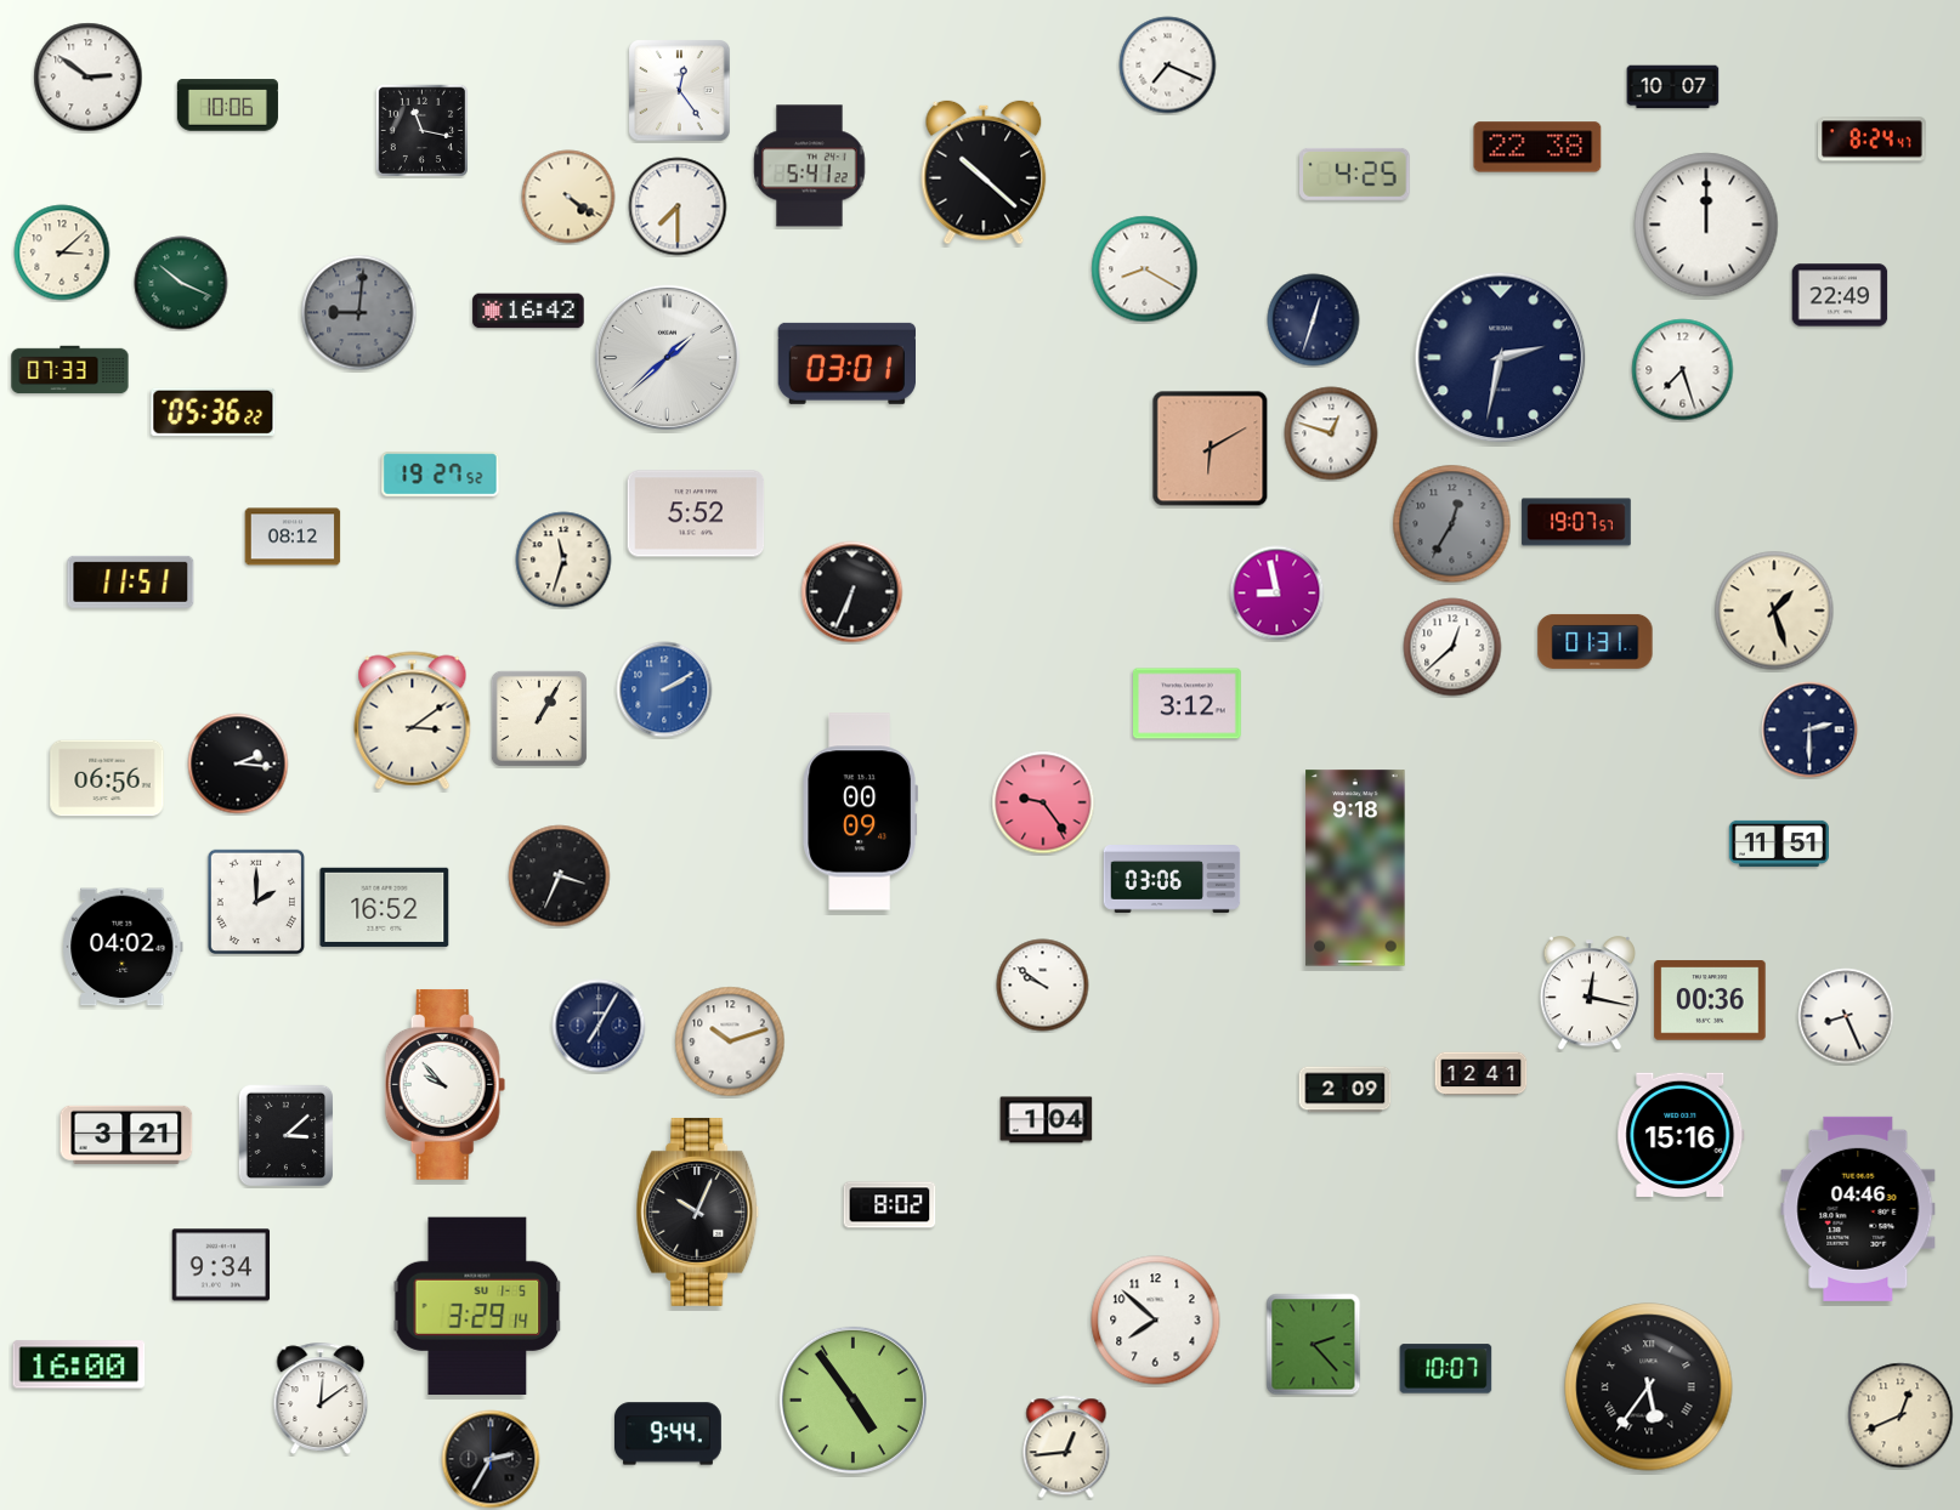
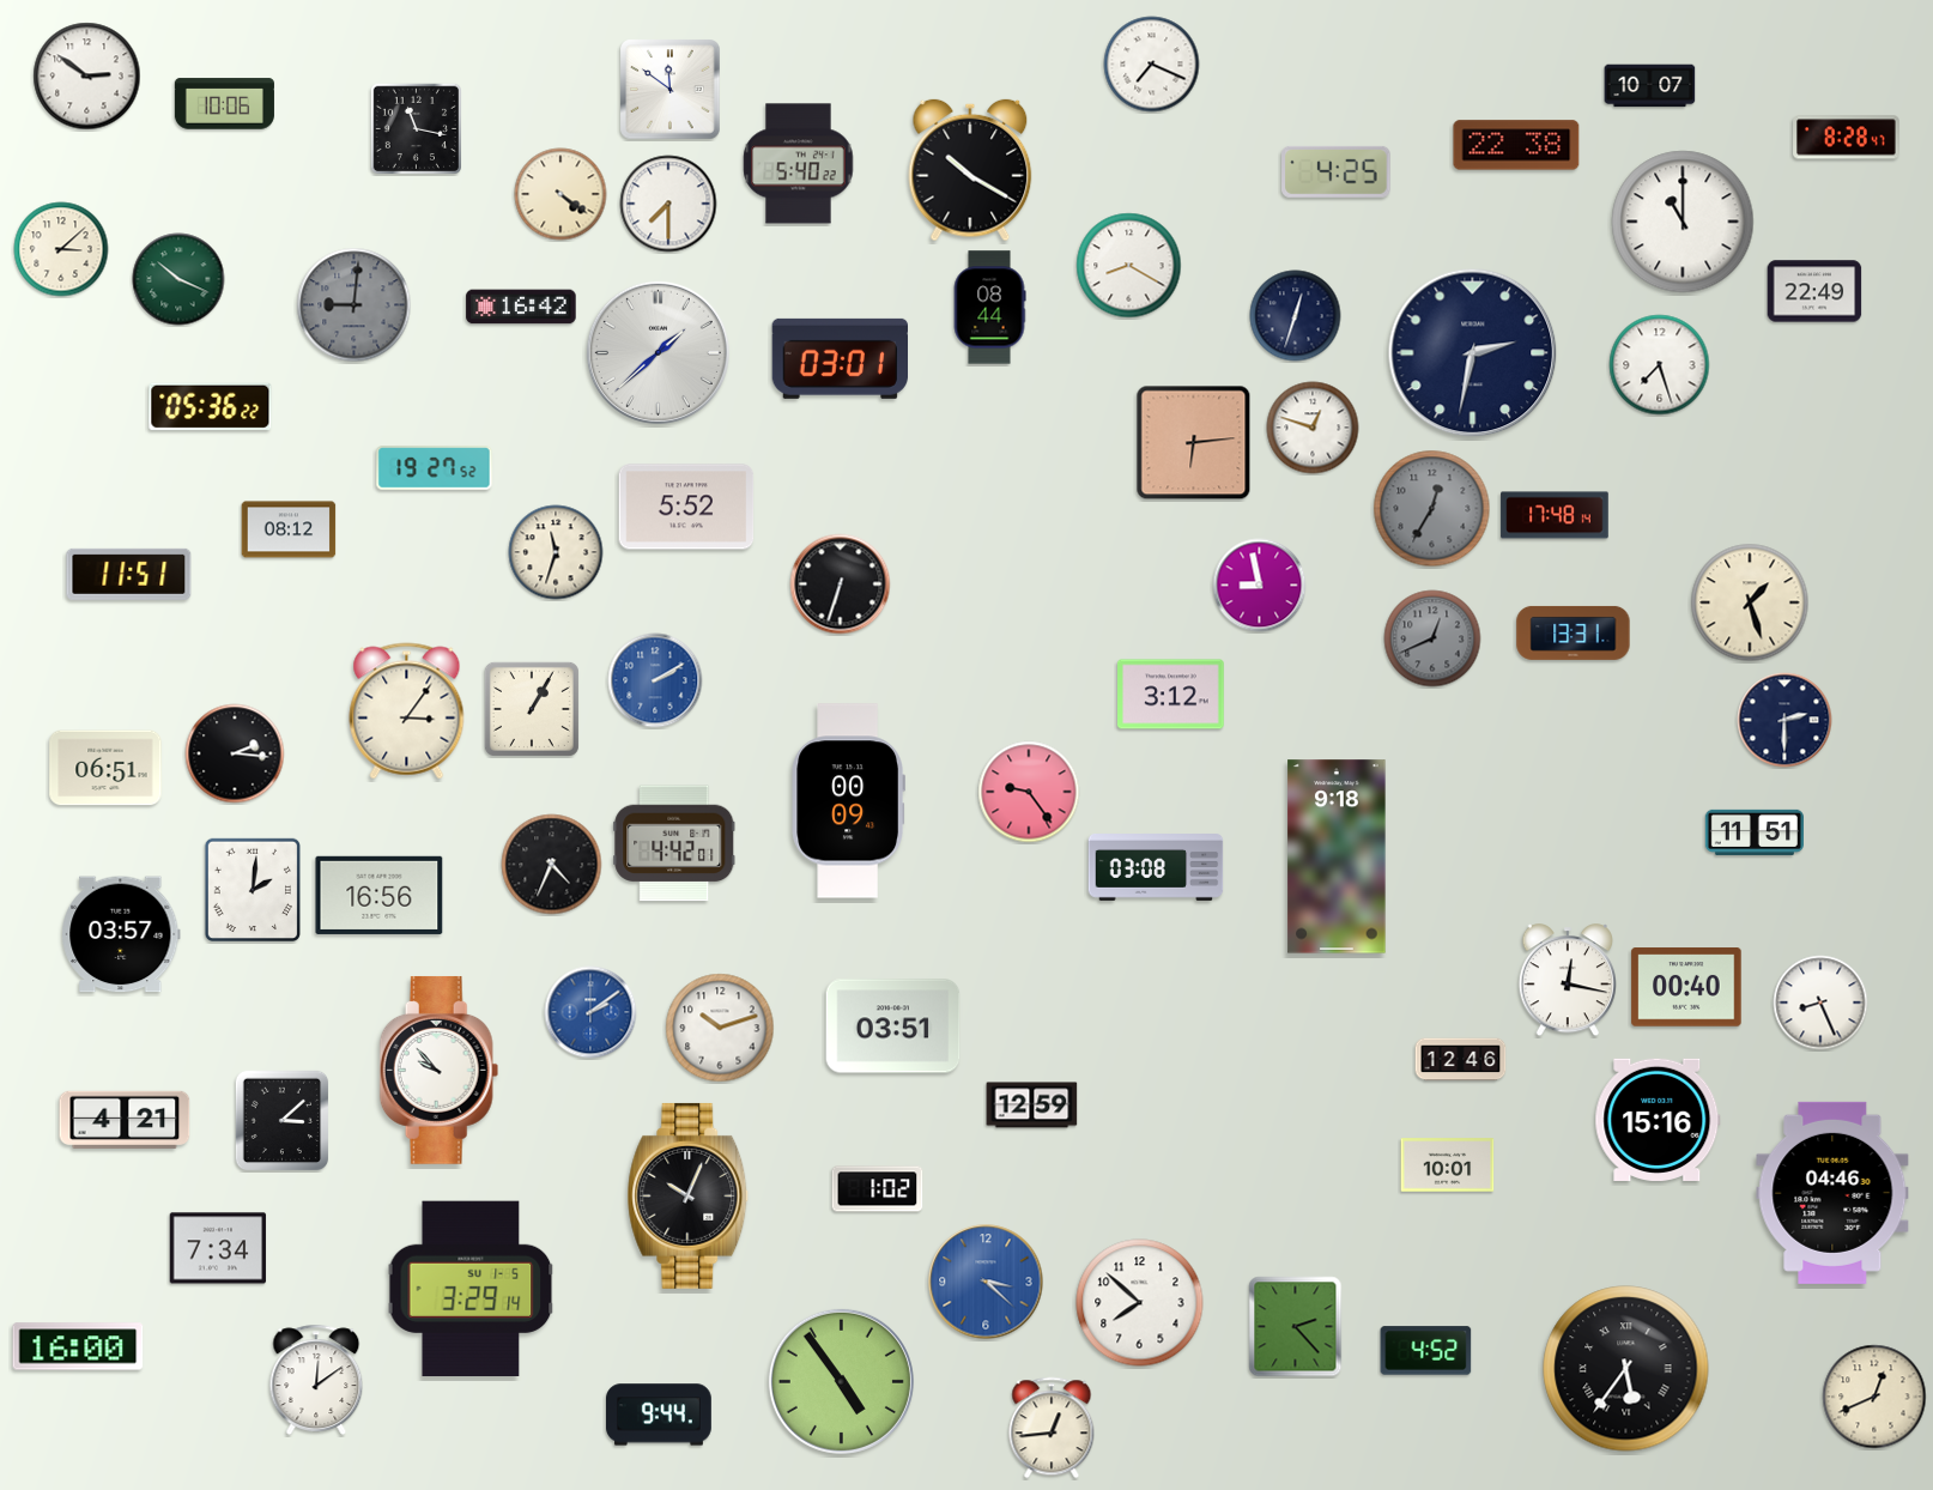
clock at (680, 91): 12:24 -> 11:51
clock at (1873, 140): 8:24 -> 8:28
clock at (810, 166): 5:41 -> 5:40
clock at (984, 172): 10:22 -> 10:20
clock at (1706, 225): 12:00 -> 11:00
clock at (989, 308): none -> 08:44
clock at (359, 313) position: (359, 313) -> (355, 305)
clock at (1501, 358) position: (1501, 358) -> (1473, 353)
clock at (846, 363) position: (846, 363) -> (840, 358)
clock at (70, 370): 07:33 -> none
clock at (1211, 449): 6:10 -> 6:14
clock at (1576, 522): 19:07 -> 17:48
clock at (1452, 524) position: (1452, 524) -> (1432, 509)
clock at (852, 592): 6:34 -> 6:33
clock at (1596, 641): 01:31 -> 13:31
clock at (1452, 647): 12:38 -> 12:41
clock at (1452, 647) dial: white -> grey
clock at (413, 721): 3:09 -> 3:06
clock at (107, 778): 06:56 -> 06:51
clock at (674, 843): none -> 4:42
clock at (560, 876): 3:34 -> 4:34
clock at (1172, 880): 03:06 -> 03:08
clock at (255, 901): 2:00 -> 2:01
clock at (385, 907): 16:52 -> 16:56
clock at (123, 947): 04:02 -> 03:57
clock at (1043, 986): 9:51 -> none
clock at (1710, 1000): 00:36 -> 00:40
clock at (599, 1026): 7:05 -> 2:09
clock at (599, 1026) dial: navy -> blue
clock at (893, 1026): none -> 03:51
clock at (1482, 1074): 12:41 -> 12:46
clock at (1346, 1090): 2:09 -> none
clock at (1047, 1120): 1:04 -> 12:59
clock at (126, 1135): 3:21 -> 4:21
clock at (1448, 1165): none -> 10:01
clock at (890, 1205): 8:02 -> 1:02
clock at (221, 1265): 9:34 -> 7:34
clock at (986, 1282): none -> 3:22
clock at (1446, 1369): 10:07 -> 4:52
clock at (491, 1459): 2:35 -> none
